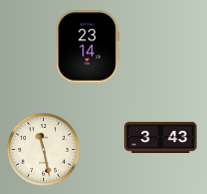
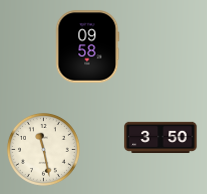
clock at (87, 47): 23:14 -> 09:58
clock at (161, 137): 3:43 -> 3:50
